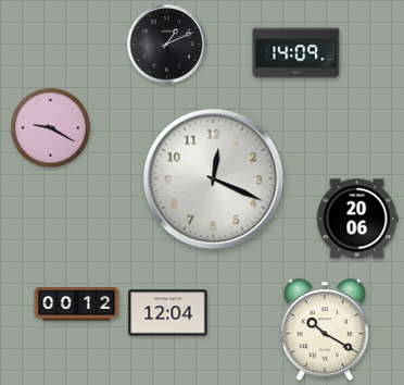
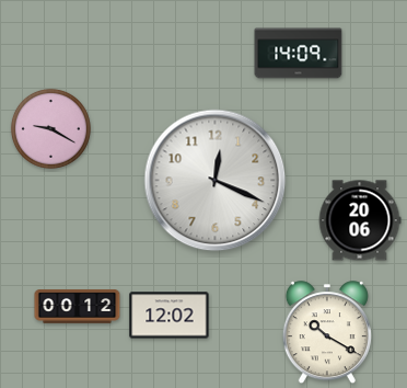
clock at (167, 45): 1:11 -> none
clock at (168, 313): 12:04 -> 12:02
